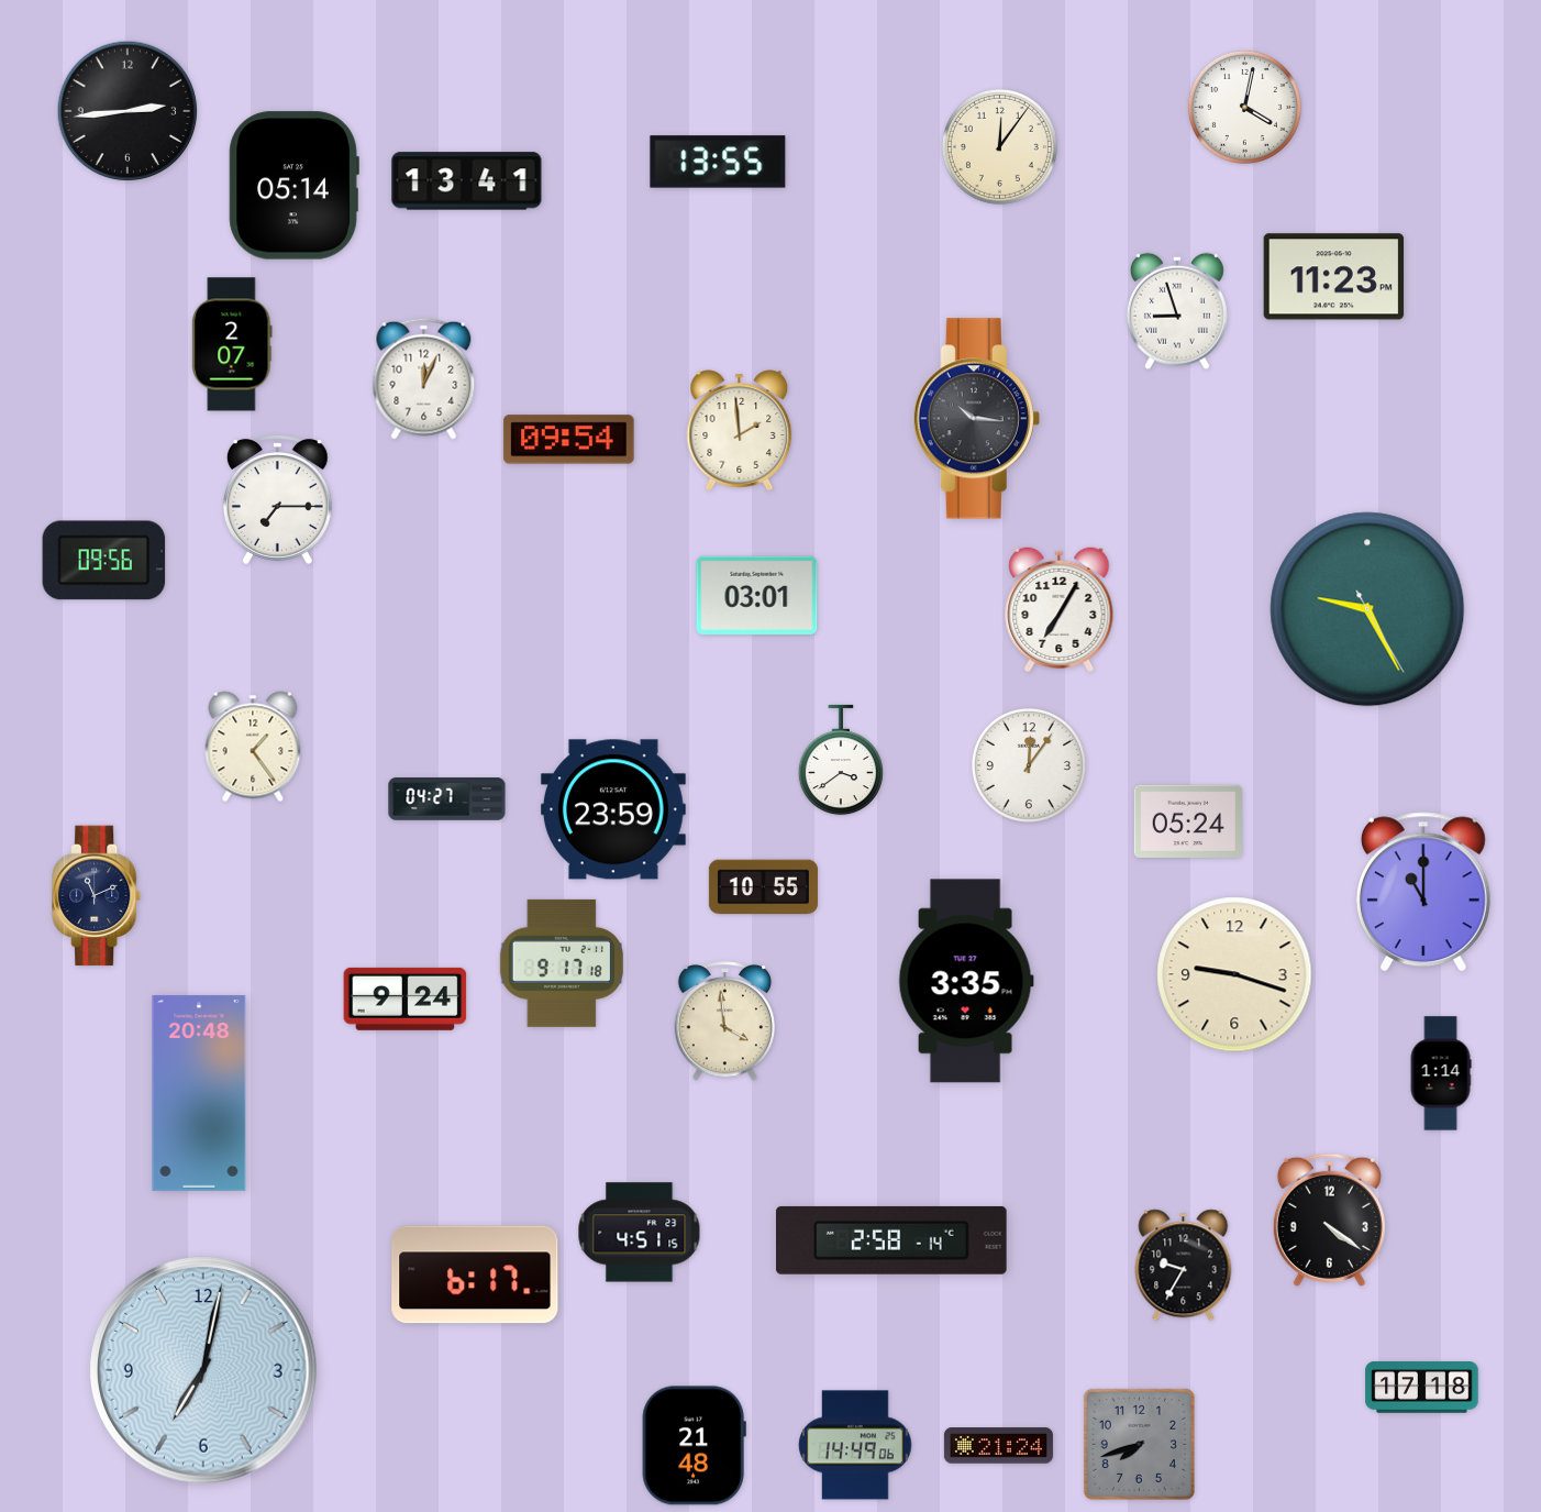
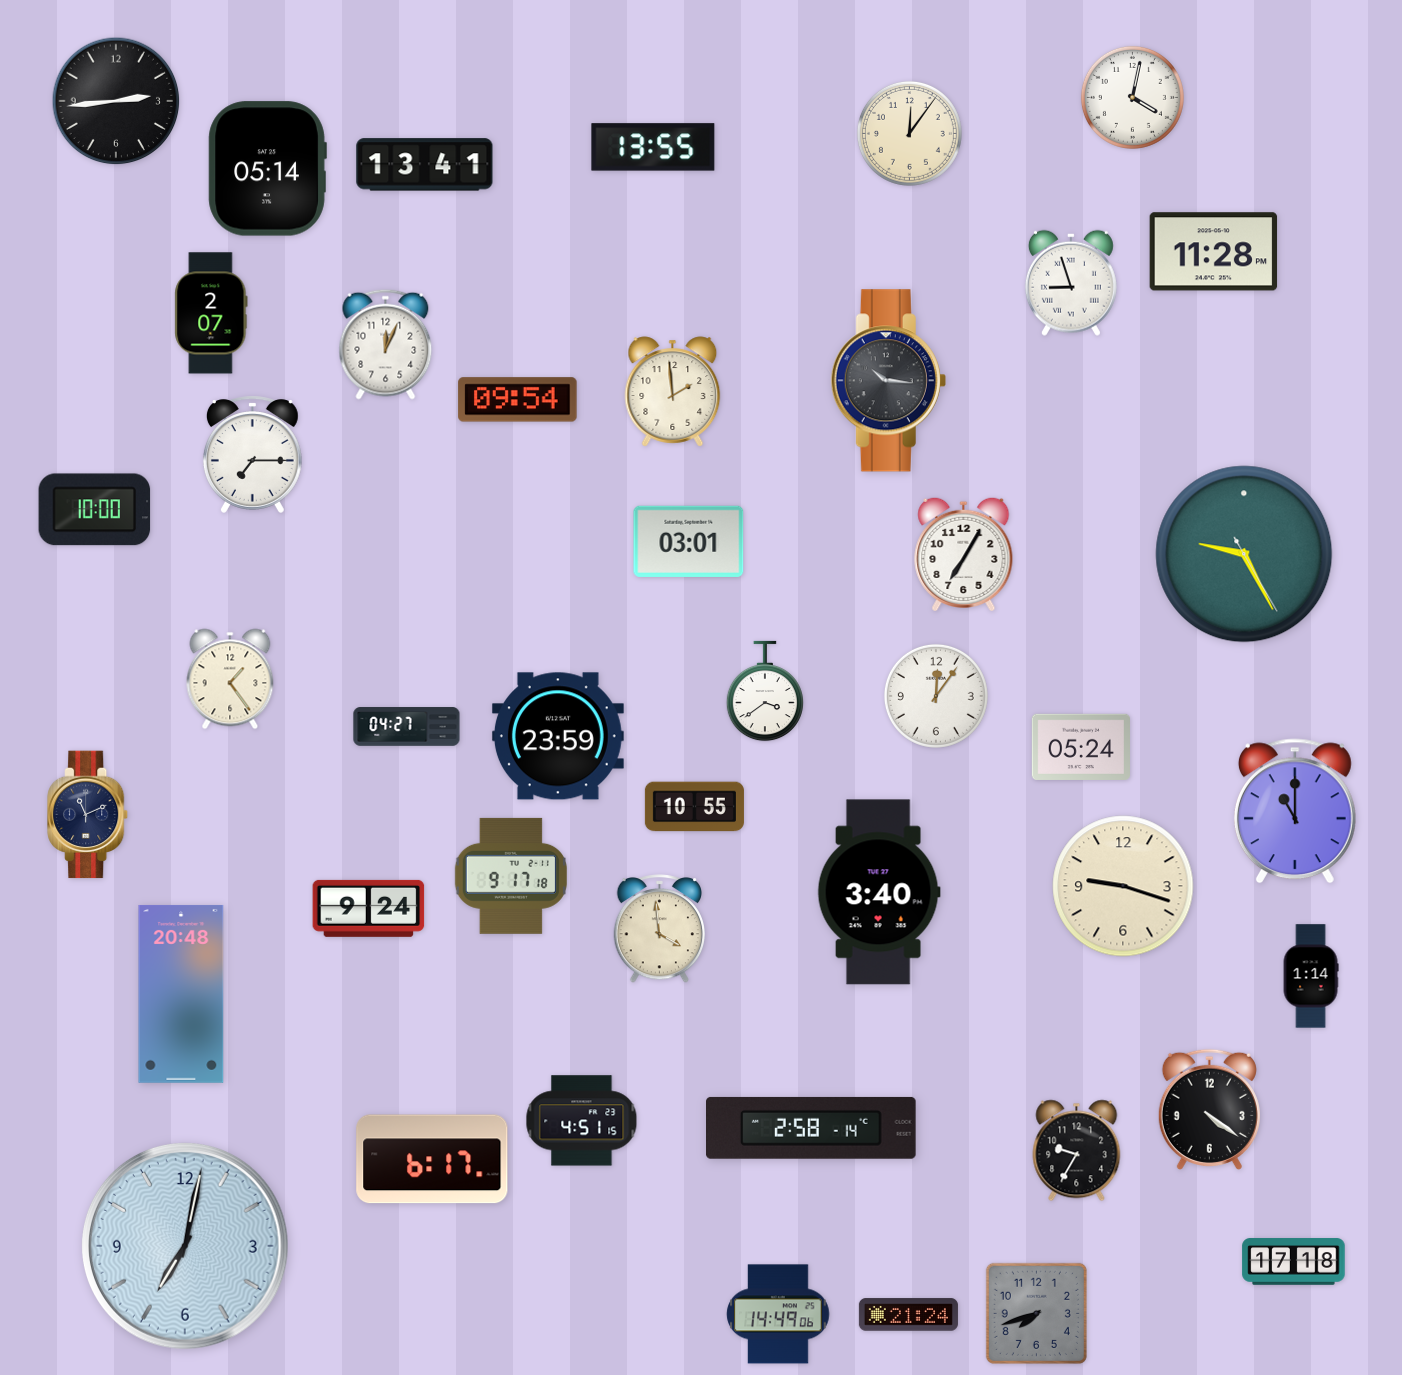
clock at (1334, 277): 11:23 -> 11:28
clock at (104, 561): 09:56 -> 10:00
clock at (966, 981): 3:35 -> 3:40
clock at (694, 1446): 21:48 -> none
